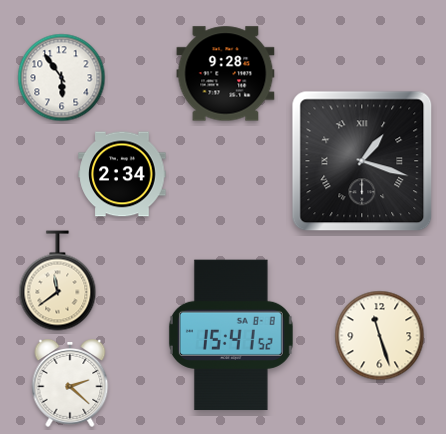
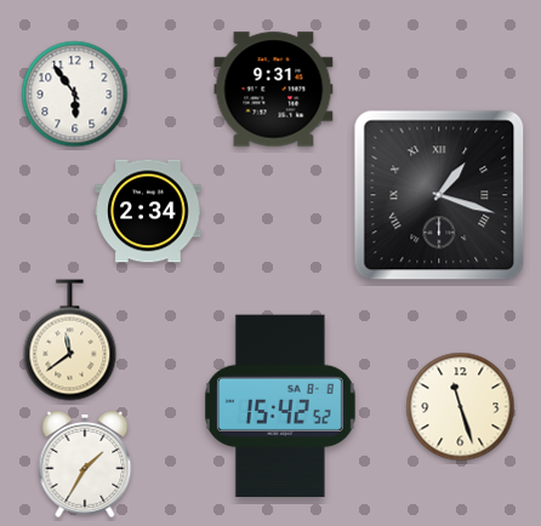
clock at (226, 74): 9:28 -> 9:31
clock at (231, 335): 15:41 -> 15:42
clock at (70, 384): 2:22 -> 1:35
